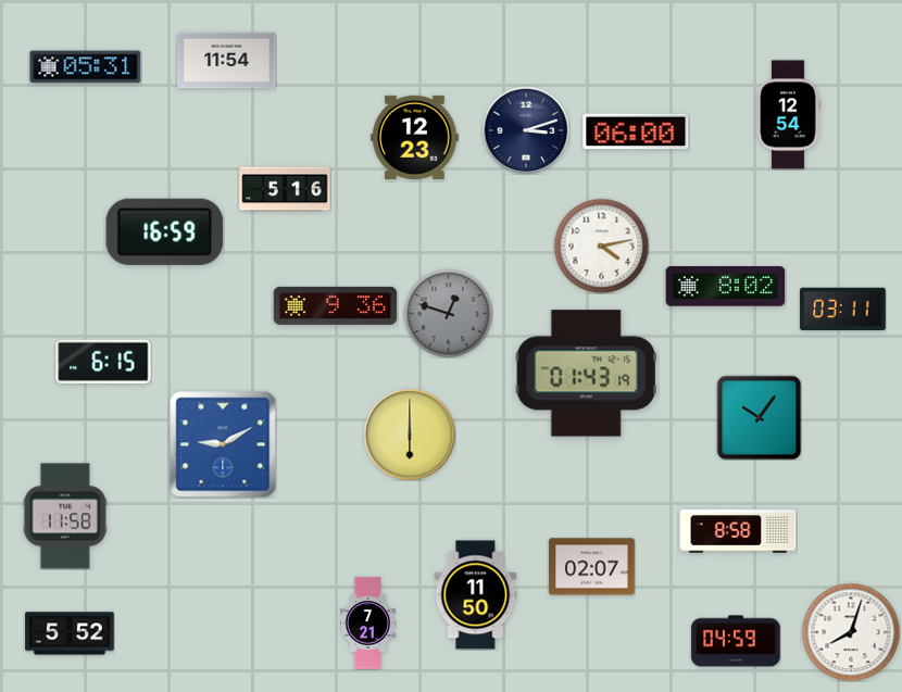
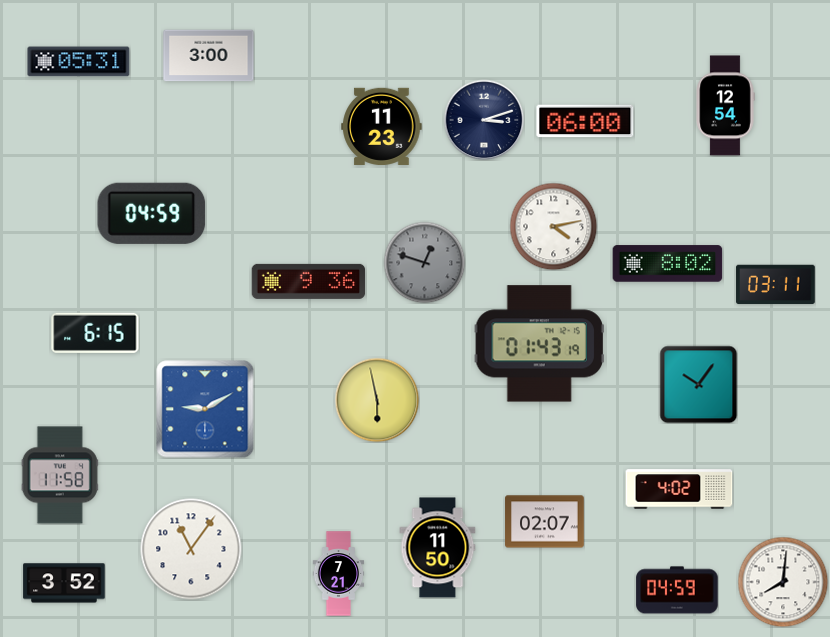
clock at (227, 61): 11:54 -> 3:00
clock at (415, 137): 12:23 -> 11:23
clock at (285, 189): 5:16 -> none
clock at (165, 231): 16:59 -> 04:59
clock at (448, 313) position: (448, 313) -> (424, 262)
clock at (410, 435): 6:00 -> 5:58
clock at (738, 531): 8:58 -> 4:02
clock at (191, 549): none -> 11:06
clock at (851, 632): 8:03 -> 8:01
clock at (70, 633): 5:52 -> 3:52
